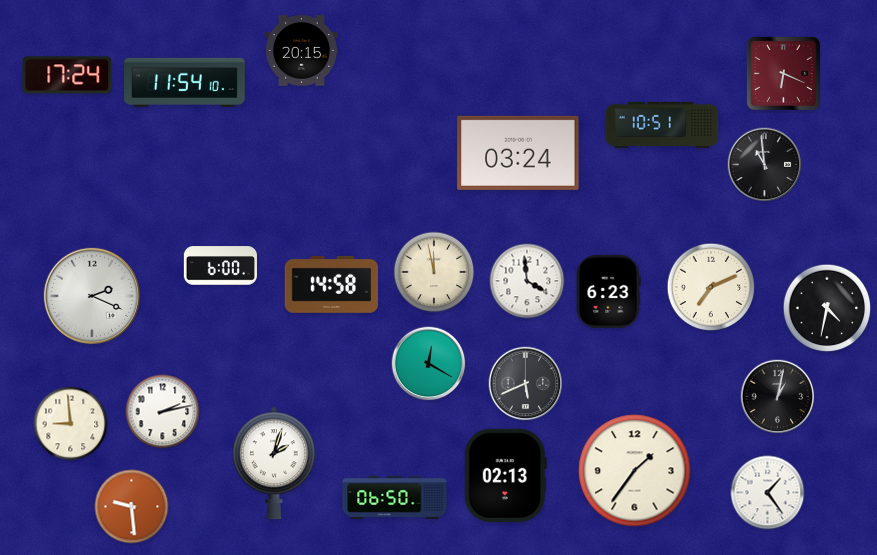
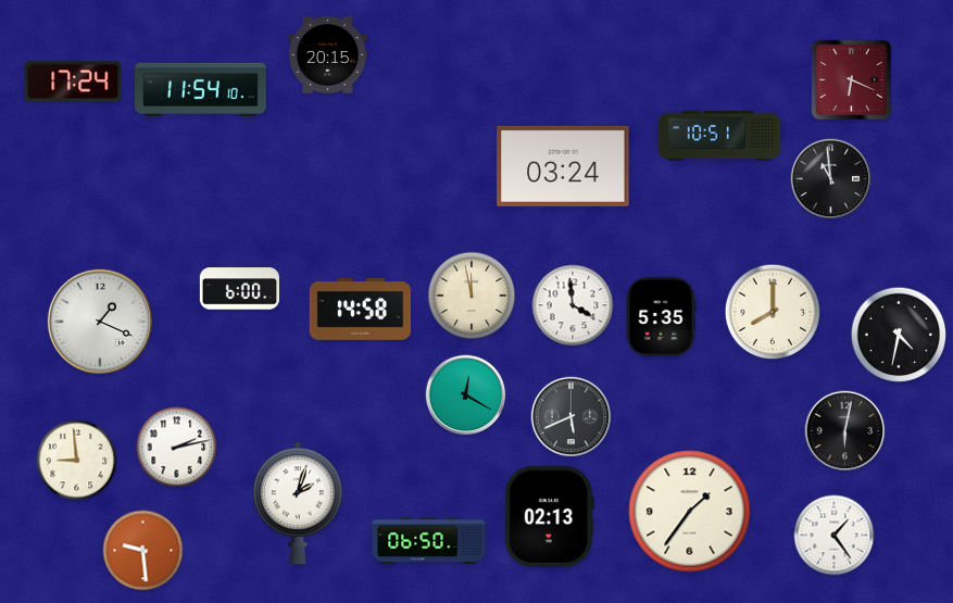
clock at (711, 287): 7:11 -> 8:00
clock at (608, 291): 6:23 -> 5:35
clock at (92, 296): 2:19 -> 1:19
clock at (778, 397): 1:02 -> 6:02
